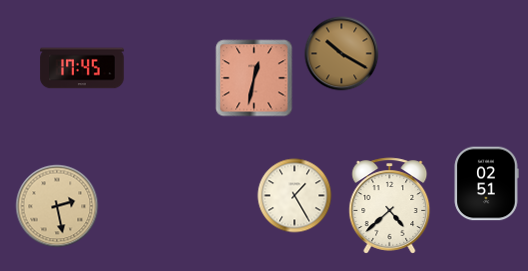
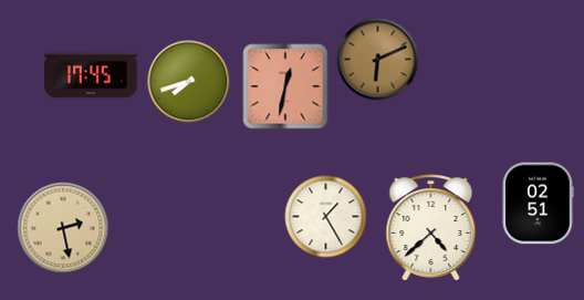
clock at (342, 54): 10:20 -> 6:11
clock at (189, 82): none -> 7:42
clock at (254, 78) position: (254, 78) -> (285, 86)
